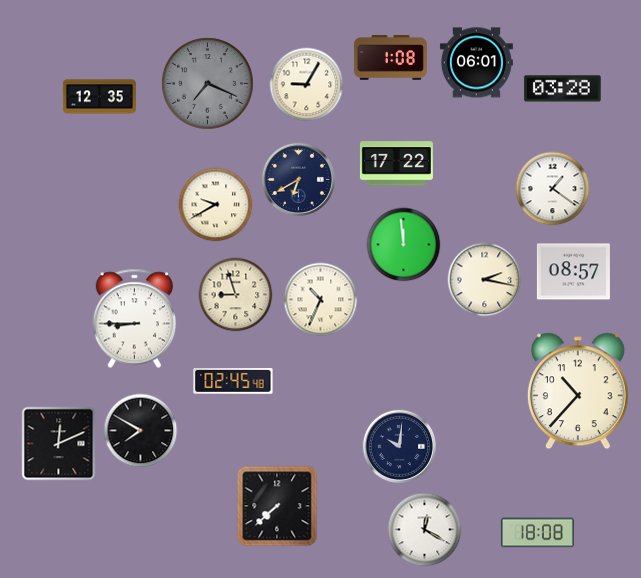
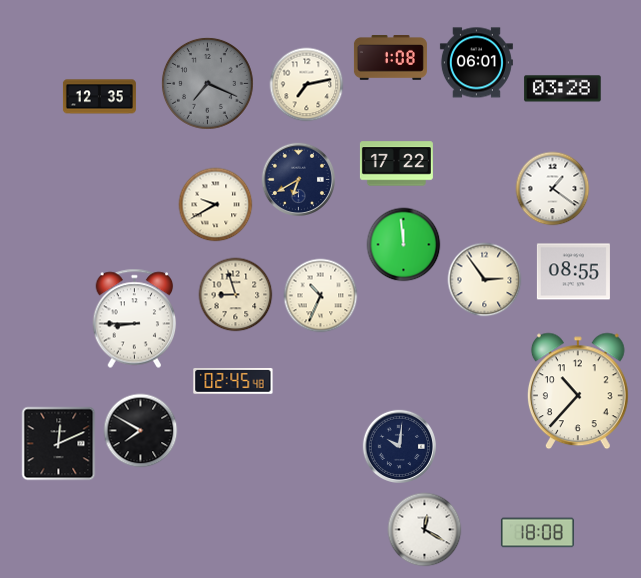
clock at (307, 85): 9:05 -> 7:13
clock at (573, 272): 08:57 -> 08:55
clock at (485, 280): 2:17 -> 2:54
clock at (321, 300) position: (321, 300) -> (321, 296)
clock at (277, 506): 7:38 -> none
